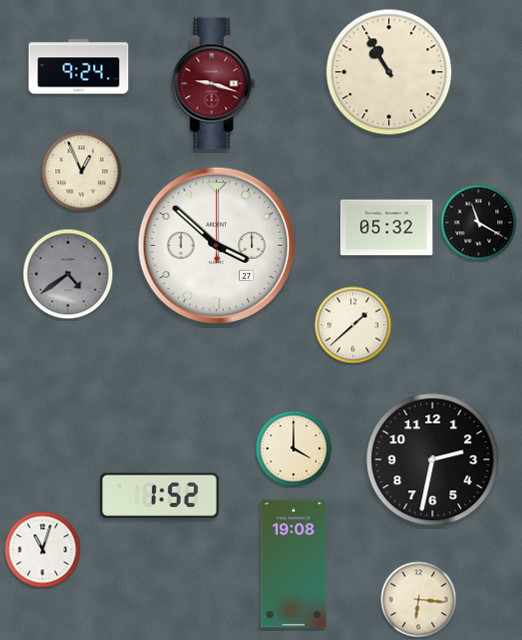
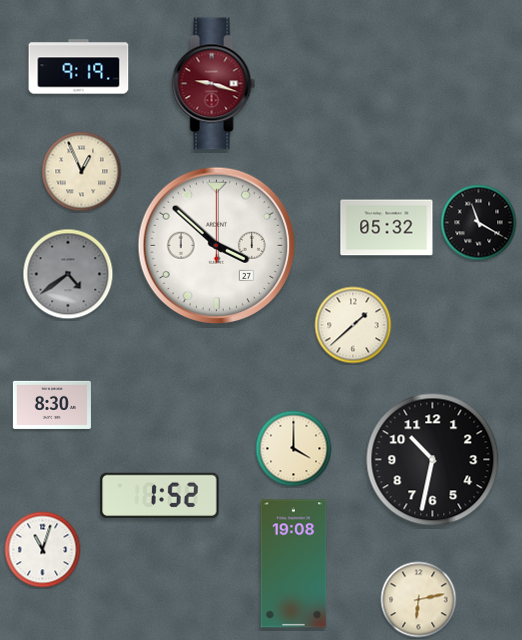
clock at (79, 67): 9:24 -> 9:19
clock at (389, 72): 10:55 -> none
clock at (52, 405): none -> 8:30
clock at (433, 460): 2:32 -> 10:32
clock at (419, 600): 6:16 -> 6:13
